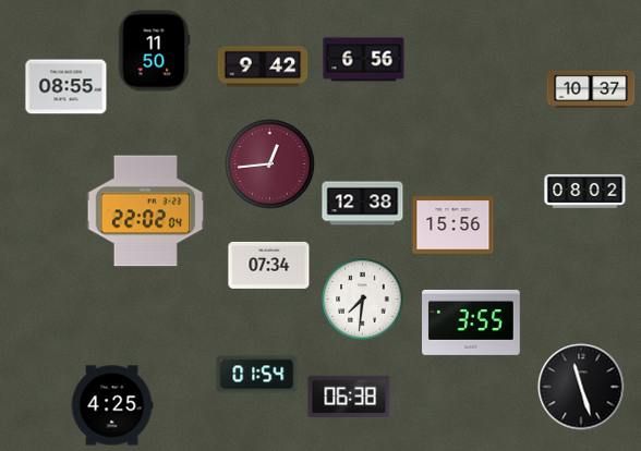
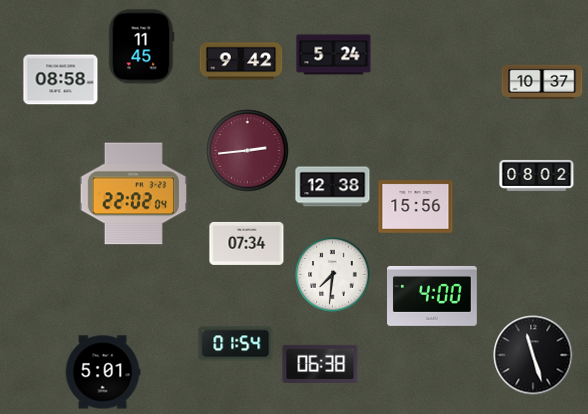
clock at (154, 51): 11:50 -> 11:45
clock at (364, 60): 6:56 -> 5:24
clock at (66, 87): 08:55 -> 08:58
clock at (270, 164): 12:44 -> 2:44
clock at (472, 322): 3:55 -> 4:00
clock at (112, 405): 4:25 -> 5:01
